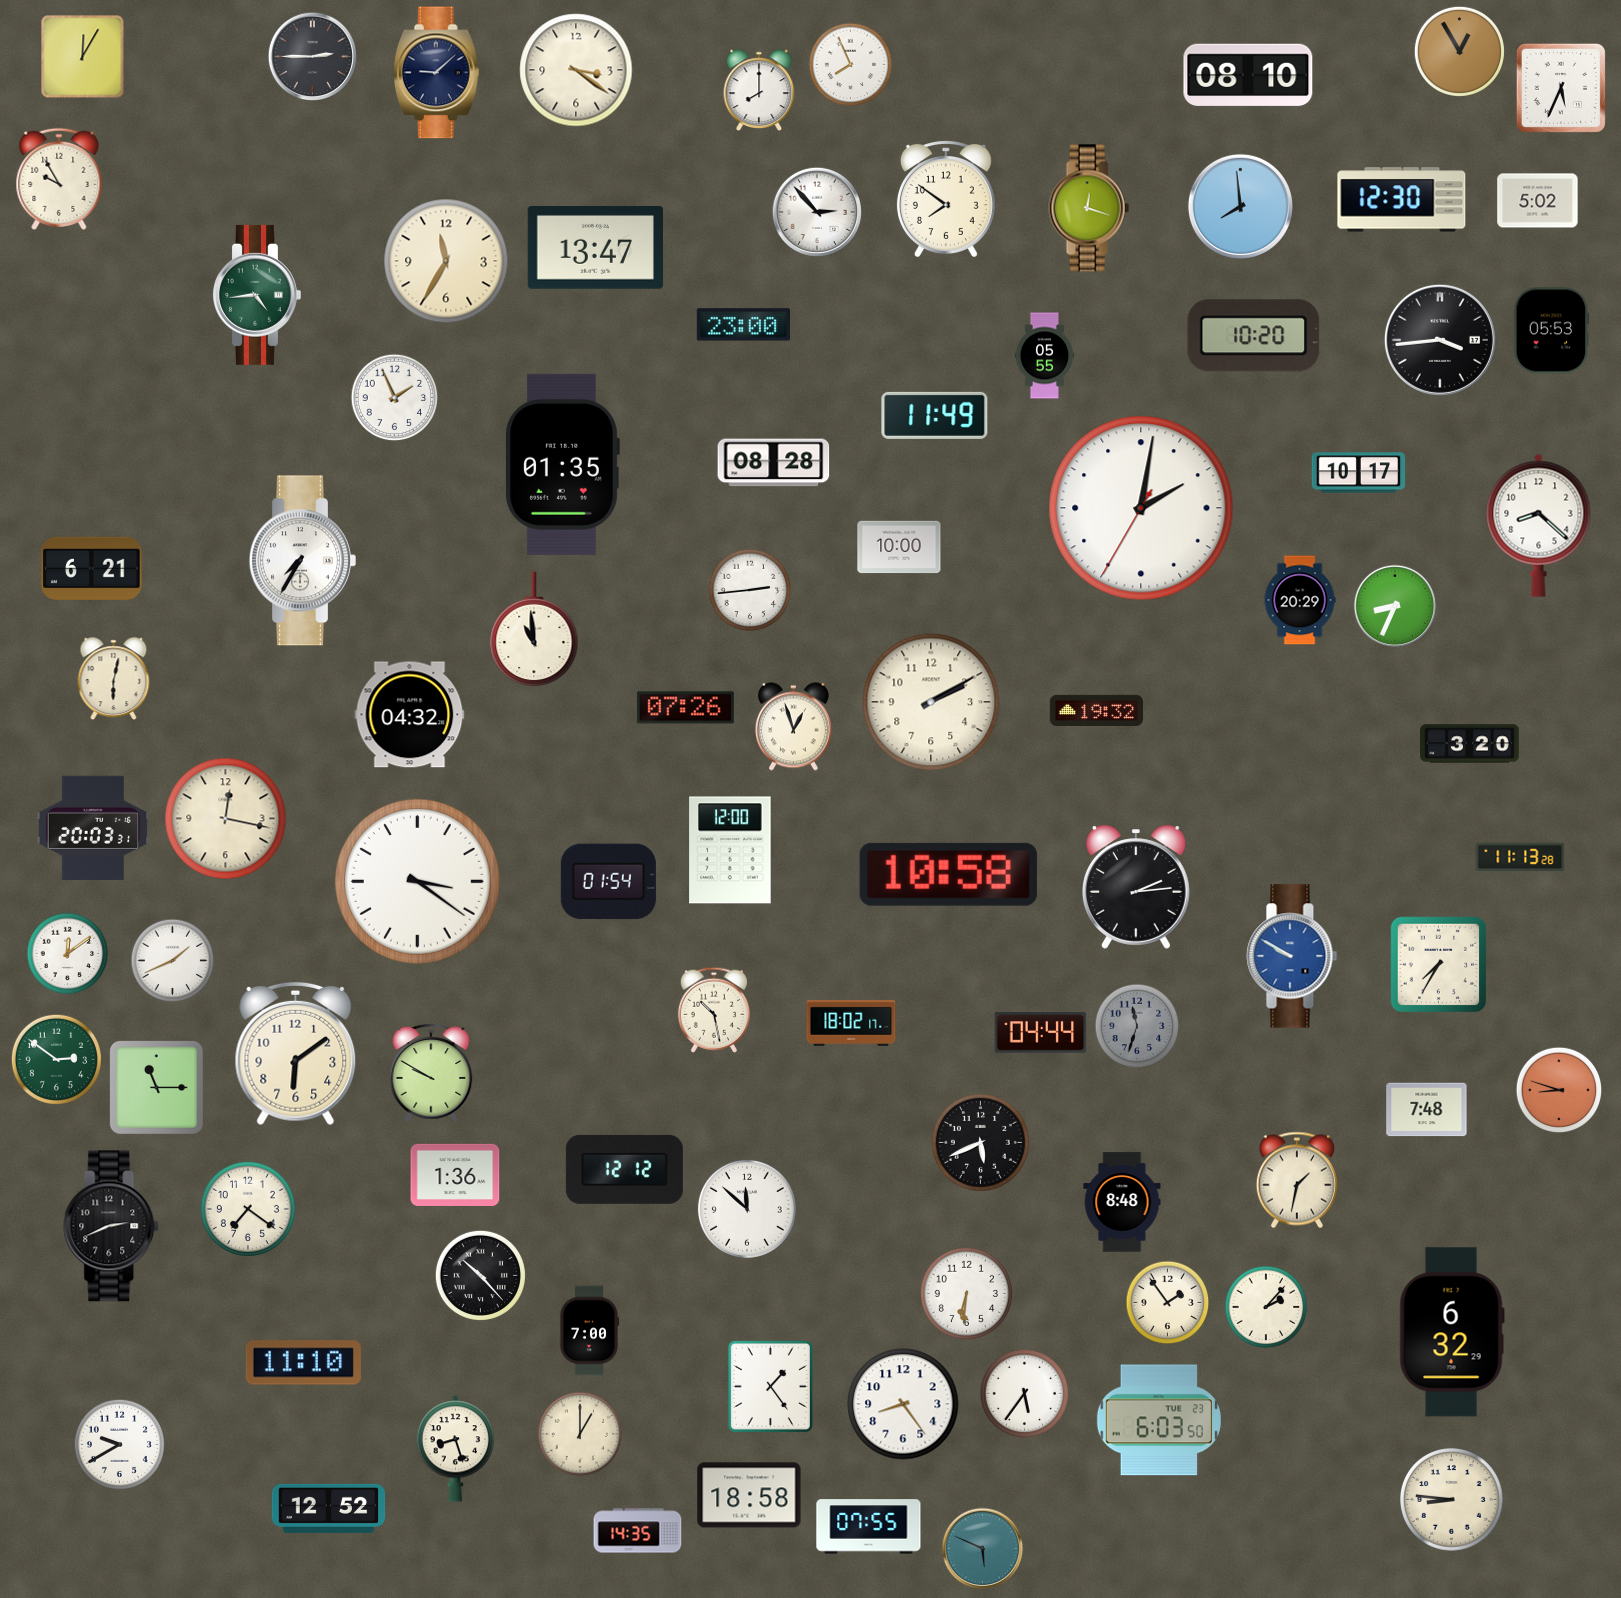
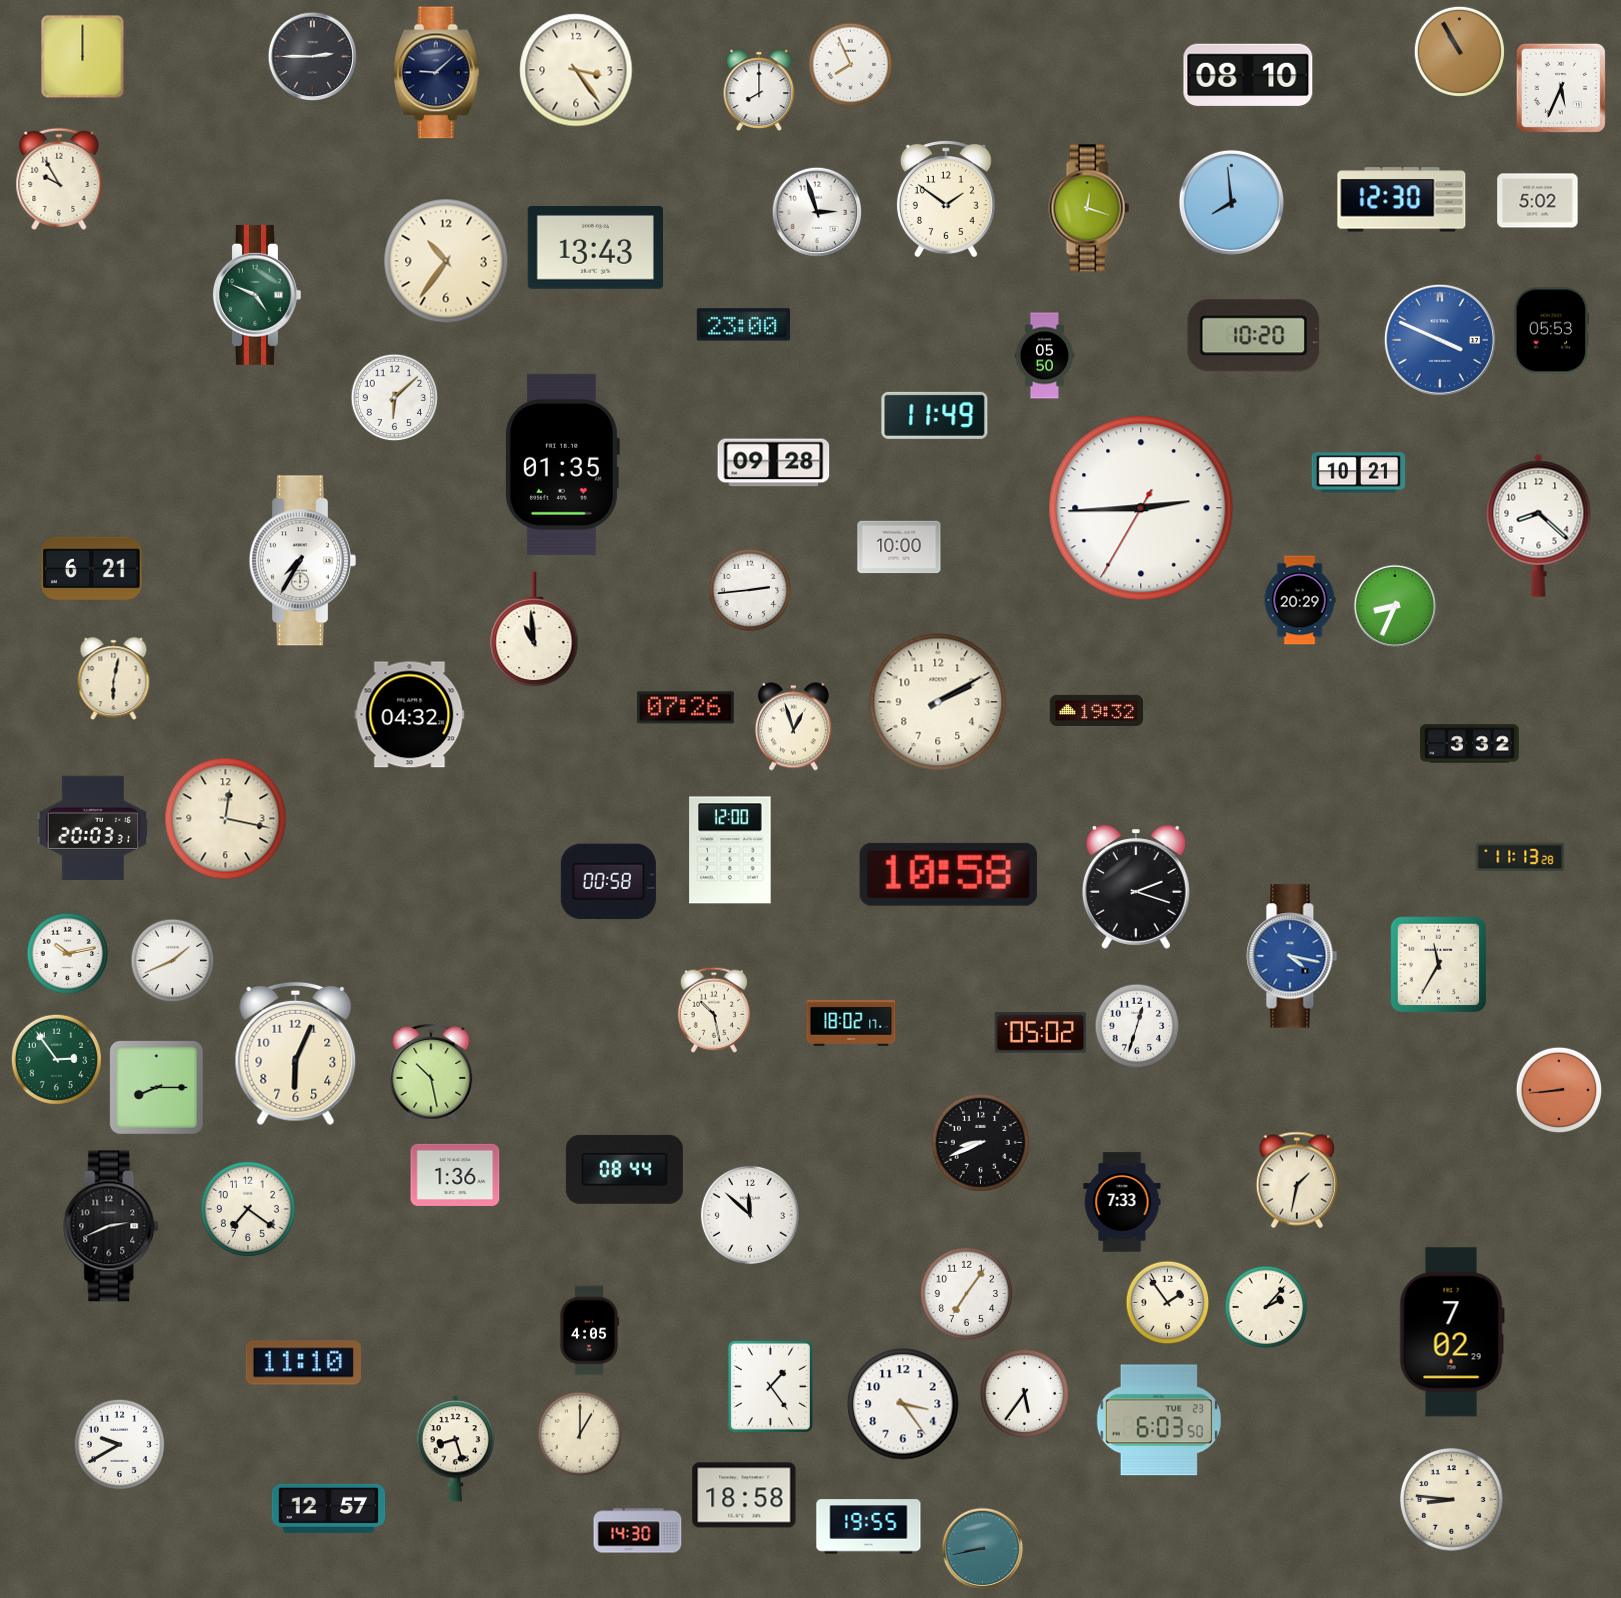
clock at (1459, 51): 12:55 -> 10:55
clock at (83, 57): 12:05 -> 12:00
clock at (576, 70): 3:21 -> 3:24
clock at (946, 199): 7:51 -> 1:51
clock at (1240, 206) position: (1240, 206) -> (1231, 202)
clock at (816, 211): 2:53 -> 2:57
clock at (595, 247): 13:47 -> 13:43
clock at (446, 261): 11:35 -> 10:36
clock at (257, 295): 4:44 -> 4:49
clock at (1440, 340): 3:44 -> 3:49
clock at (1440, 340) dial: black -> blue
clock at (1044, 356): 05:55 -> 05:50
clock at (395, 398): 1:56 -> 6:08
clock at (774, 463): 08:28 -> 09:28
clock at (1359, 473): 10:17 -> 10:21
clock at (1141, 508): 2:01 -> 2:44
clock at (931, 702) position: (931, 702) -> (938, 702)
clock at (1470, 744): 3:20 -> 3:32
clock at (417, 881): 3:21 -> none
clock at (608, 882): 01:54 -> 00:58
clock at (1137, 887): 2:14 -> 2:18
clock at (68, 954): 12:09 -> 10:13
clock at (1292, 956): 9:50 -> 4:17
clock at (1439, 965): 7:35 -> 11:35
clock at (1137, 1026): 11:33 -> 12:33
clock at (1137, 1026) dial: grey -> white
clock at (1041, 1033): 04:44 -> 05:02
clock at (296, 1054): 6:09 -> 6:04
clock at (56, 1059): 2:51 -> 2:54
clock at (431, 1073): 9:50 -> 10:28
clock at (156, 1087): 11:15 -> 8:15
clock at (1559, 1090): 8:48 -> 8:44
clock at (1427, 1110): 7:48 -> none
clock at (980, 1142): 5:41 -> 8:41
clock at (624, 1169): 12:12 -> 08:44
clock at (1122, 1202): 8:48 -> 7:33
clock at (747, 1209) position: (747, 1209) -> (750, 1215)
clock at (480, 1275): 10:23 -> none
clock at (966, 1293): 6:31 -> 7:06
clock at (589, 1331): 7:00 -> 4:05
clock at (1452, 1332): 6:32 -> 7:02
clock at (903, 1404): 8:24 -> 3:24
clock at (749, 1495) position: (749, 1495) -> (744, 1495)
clock at (329, 1508): 12:52 -> 12:57
clock at (869, 1527): 07:55 -> 19:55
clock at (638, 1531): 14:35 -> 14:30
clock at (983, 1549): 5:49 -> 8:43
